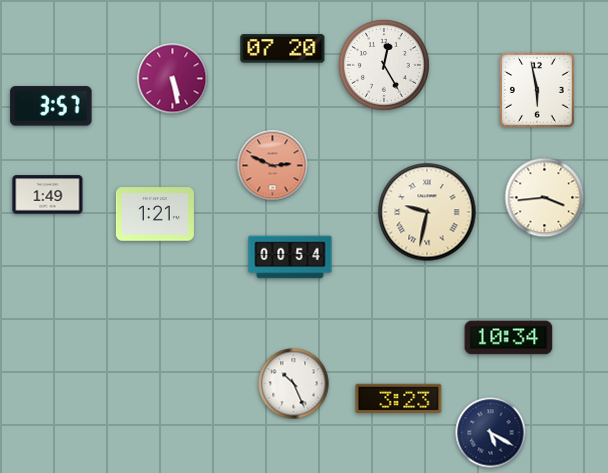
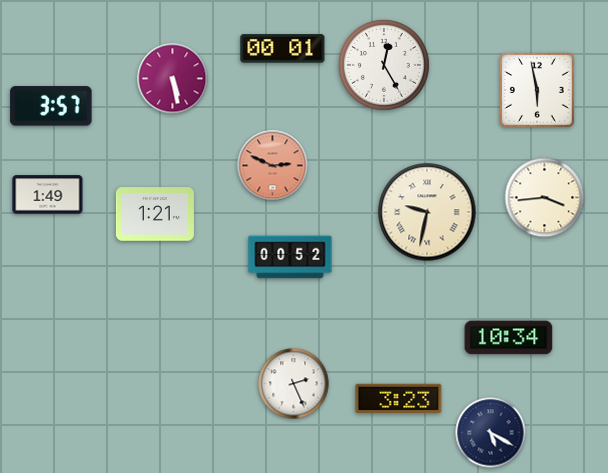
clock at (283, 49): 07:20 -> 00:01
clock at (290, 257): 00:54 -> 00:52
clock at (294, 384): 10:26 -> 2:26
